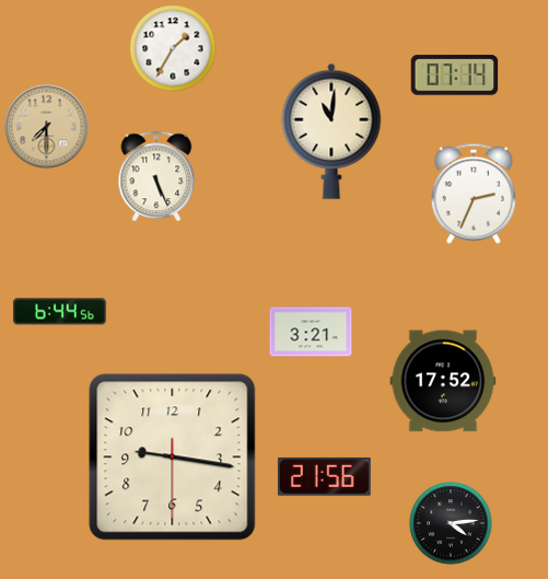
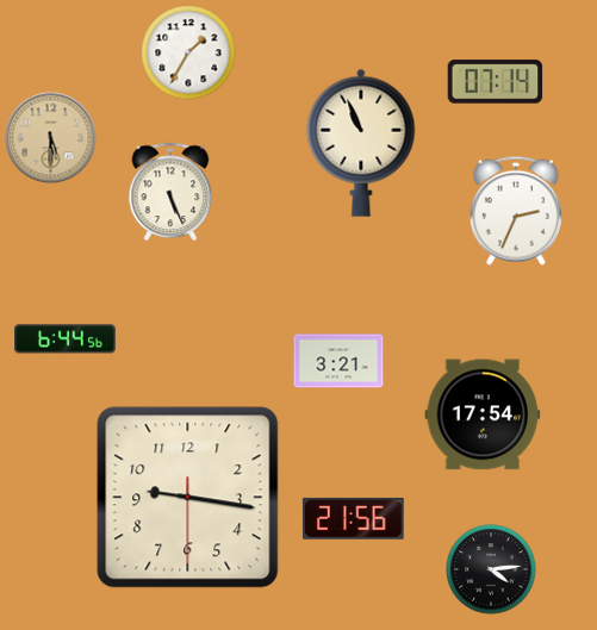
clock at (47, 127): 7:30 -> 5:30
clock at (331, 131): 11:01 -> 10:56
clock at (443, 381): 17:52 -> 17:54
